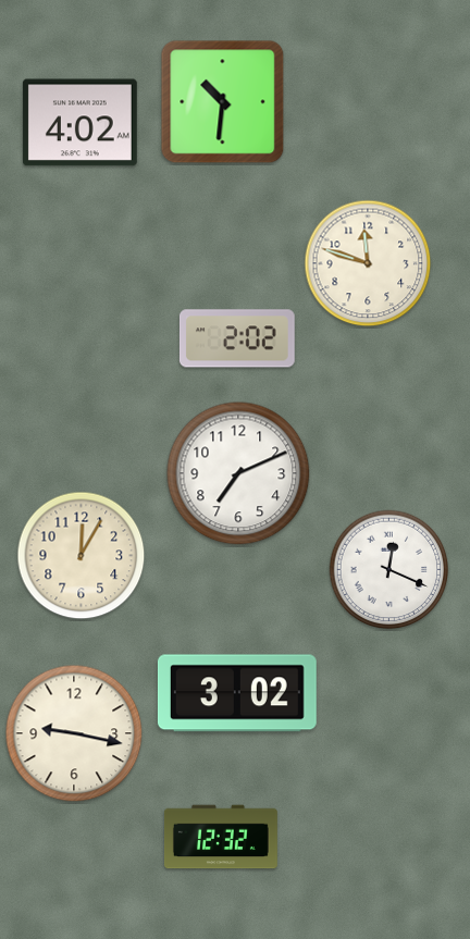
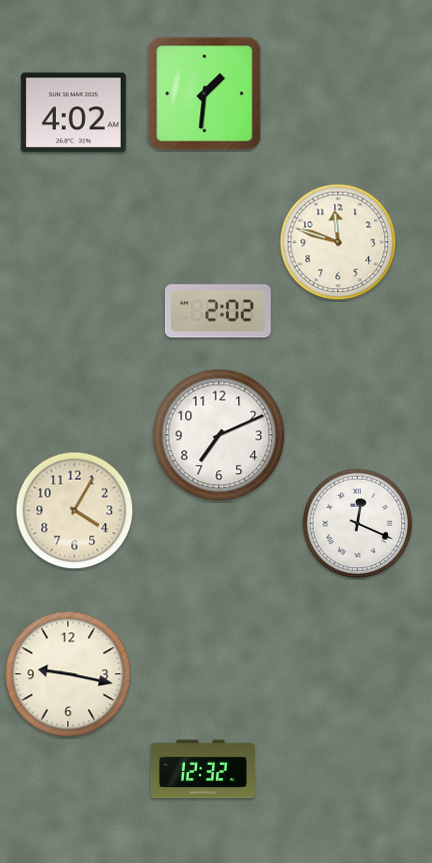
clock at (223, 102): 10:31 -> 1:31
clock at (82, 556): 12:05 -> 4:05
clock at (237, 693): 3:02 -> none
